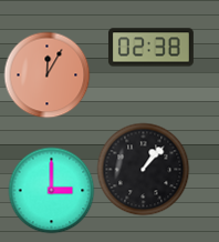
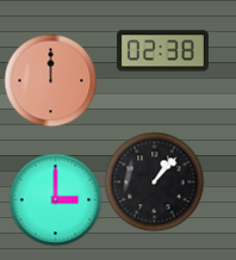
clock at (46, 74): 12:05 -> 12:00
clock at (51, 190) position: (51, 190) -> (55, 199)
